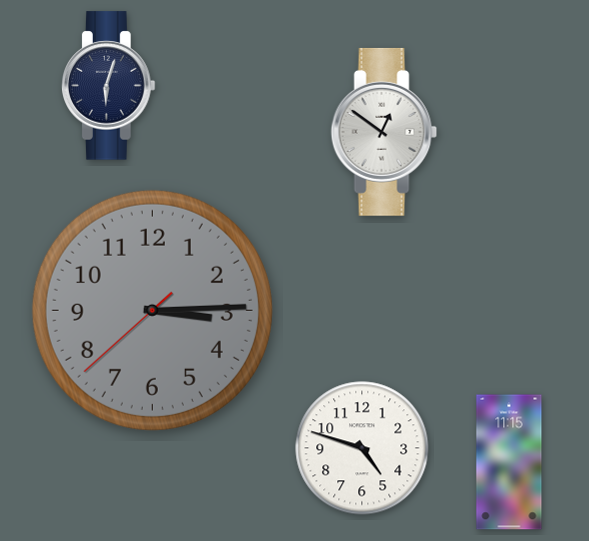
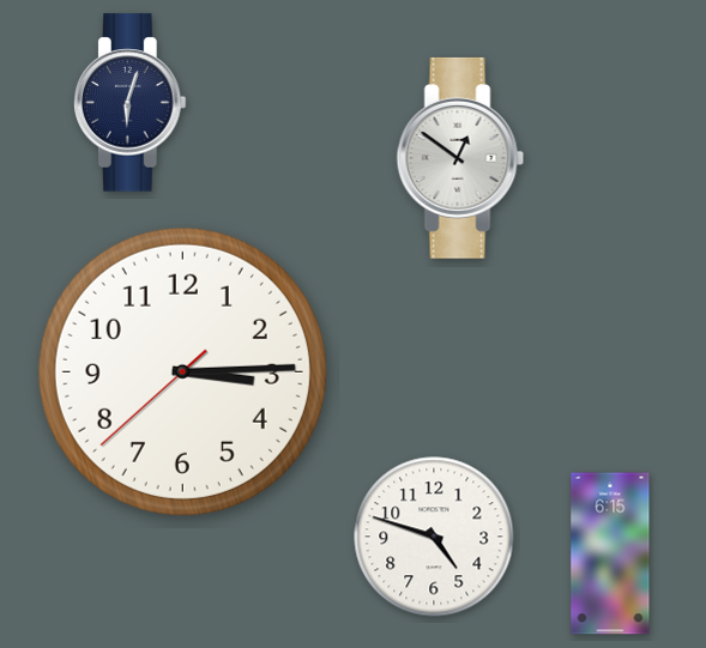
clock at (152, 310) dial: grey -> white
clock at (509, 462): 11:15 -> 6:15
